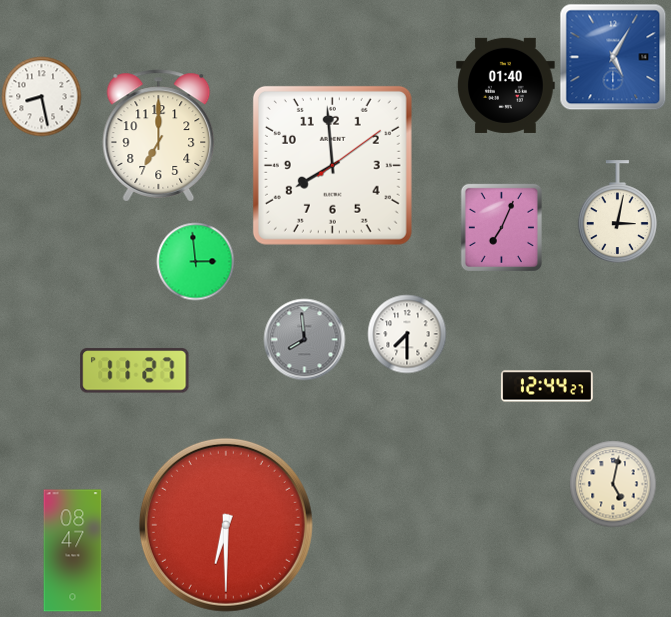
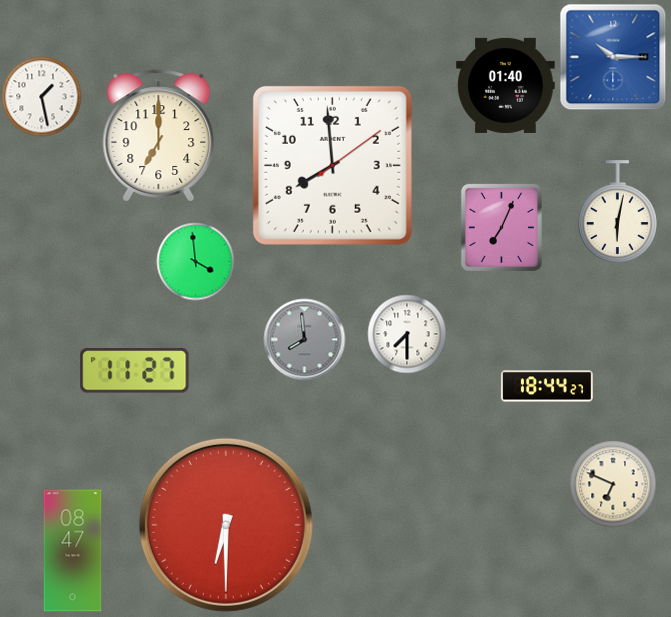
clock at (613, 57): 5:05 -> 10:15
clock at (41, 96): 8:28 -> 1:28
clock at (617, 212): 3:02 -> 6:02
clock at (195, 261): 2:59 -> 3:59
clock at (547, 386): 12:44 -> 18:44
clock at (613, 484): 5:02 -> 6:49
